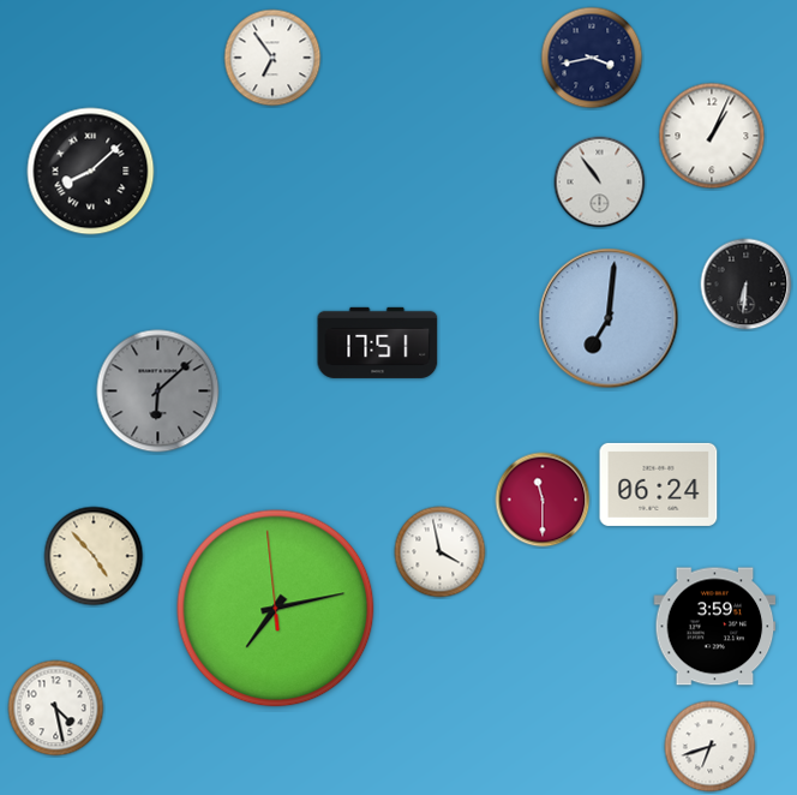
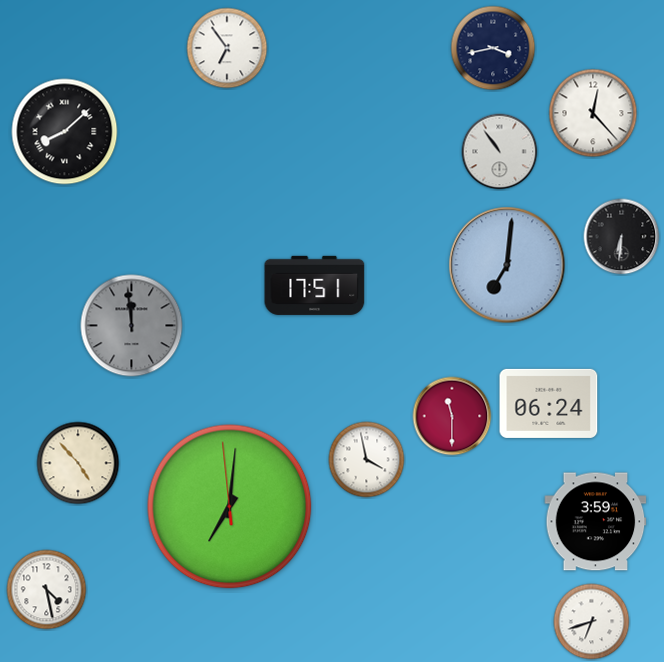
clock at (712, 136): 1:04 -> 12:23
clock at (91, 172) position: (91, 172) -> (65, 132)
clock at (158, 391): 6:08 -> 11:59
clock at (276, 609): 7:12 -> 7:00
